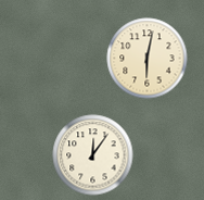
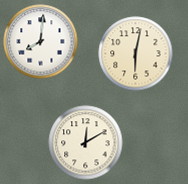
clock at (41, 42): none -> 8:01
clock at (93, 155): 12:06 -> 12:10
